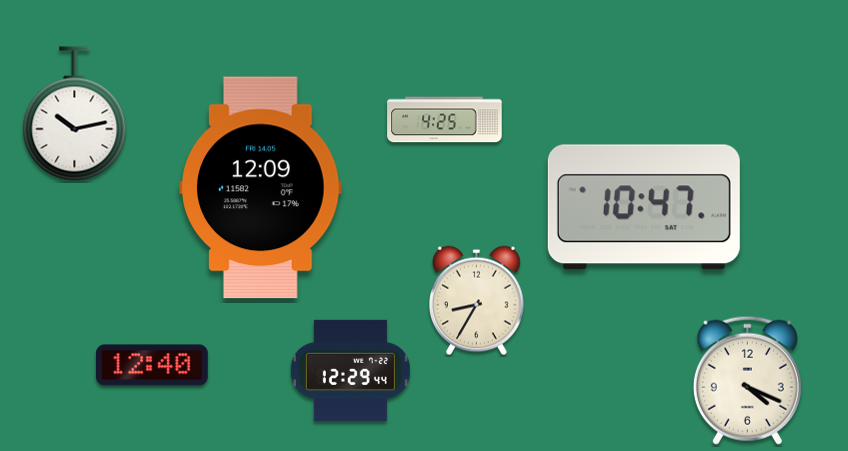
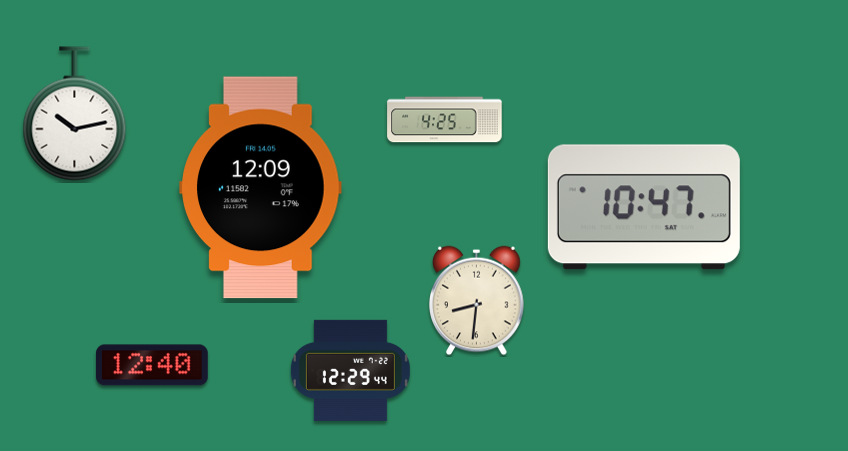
clock at (477, 301): 8:35 -> 8:31
clock at (747, 380): 4:19 -> none
